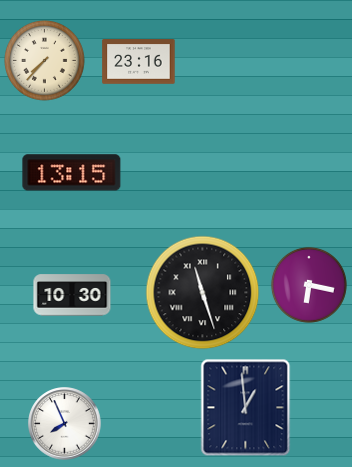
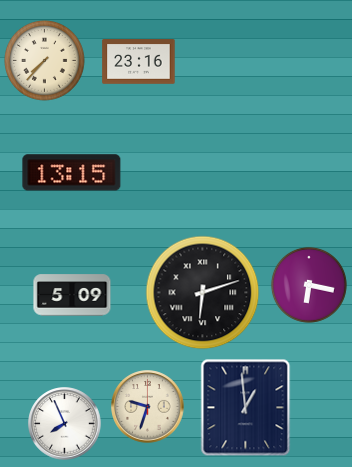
clock at (203, 293): 11:27 -> 6:12
clock at (72, 295): 10:30 -> 5:09
clock at (148, 407): none -> 9:33
